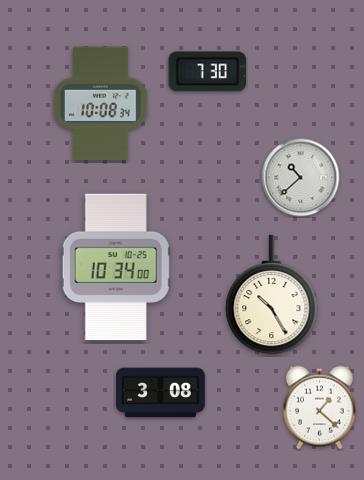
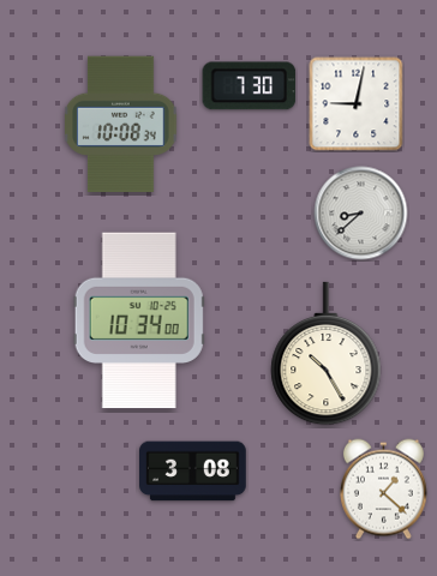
clock at (357, 104): none -> 9:02
clock at (301, 178): 10:38 -> 8:38
